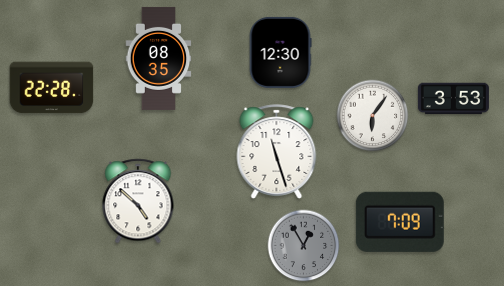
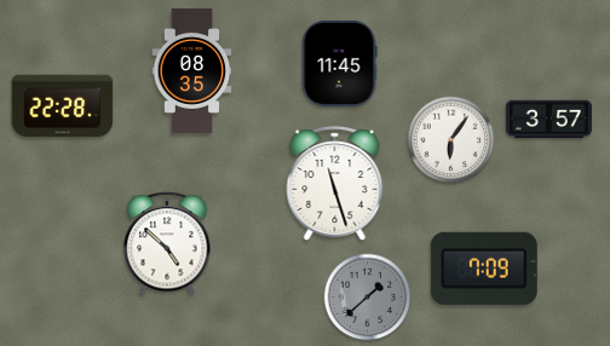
clock at (280, 52): 12:30 -> 11:45
clock at (453, 99): 3:53 -> 3:57
clock at (304, 246): 12:55 -> 1:38
